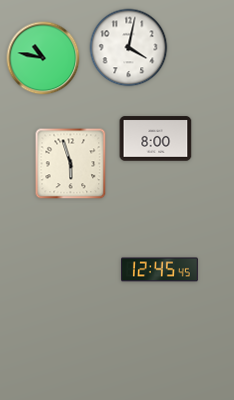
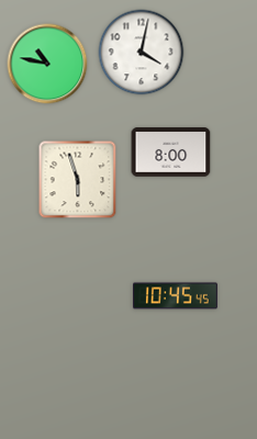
clock at (160, 270): 12:45 -> 10:45
